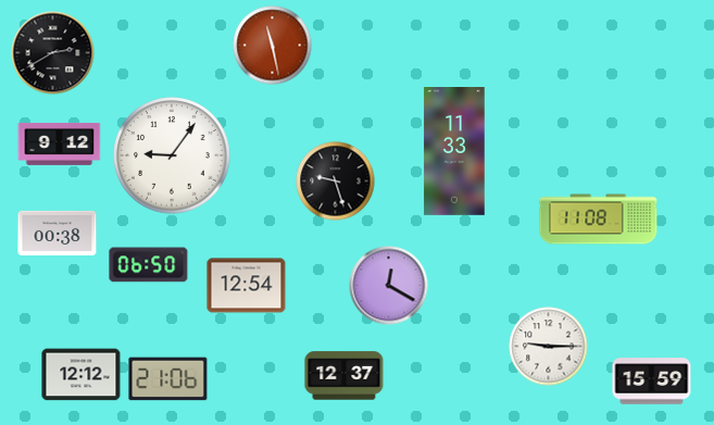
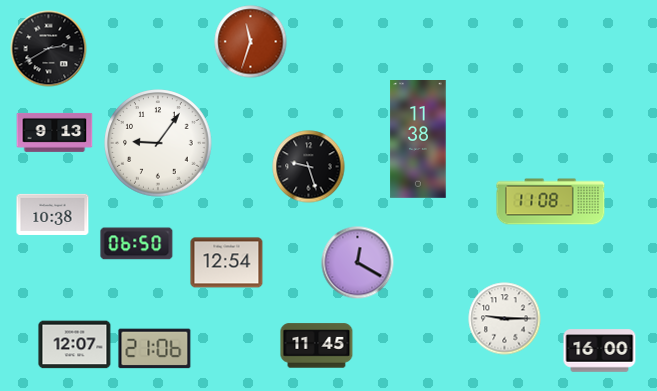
clock at (273, 46): 11:28 -> 11:33
clock at (60, 145): 9:12 -> 9:13
clock at (454, 152): 11:33 -> 11:38
clock at (58, 233): 00:38 -> 10:38
clock at (82, 375): 12:12 -> 12:07
clock at (345, 376): 12:37 -> 11:45
clock at (652, 382): 15:59 -> 16:00
